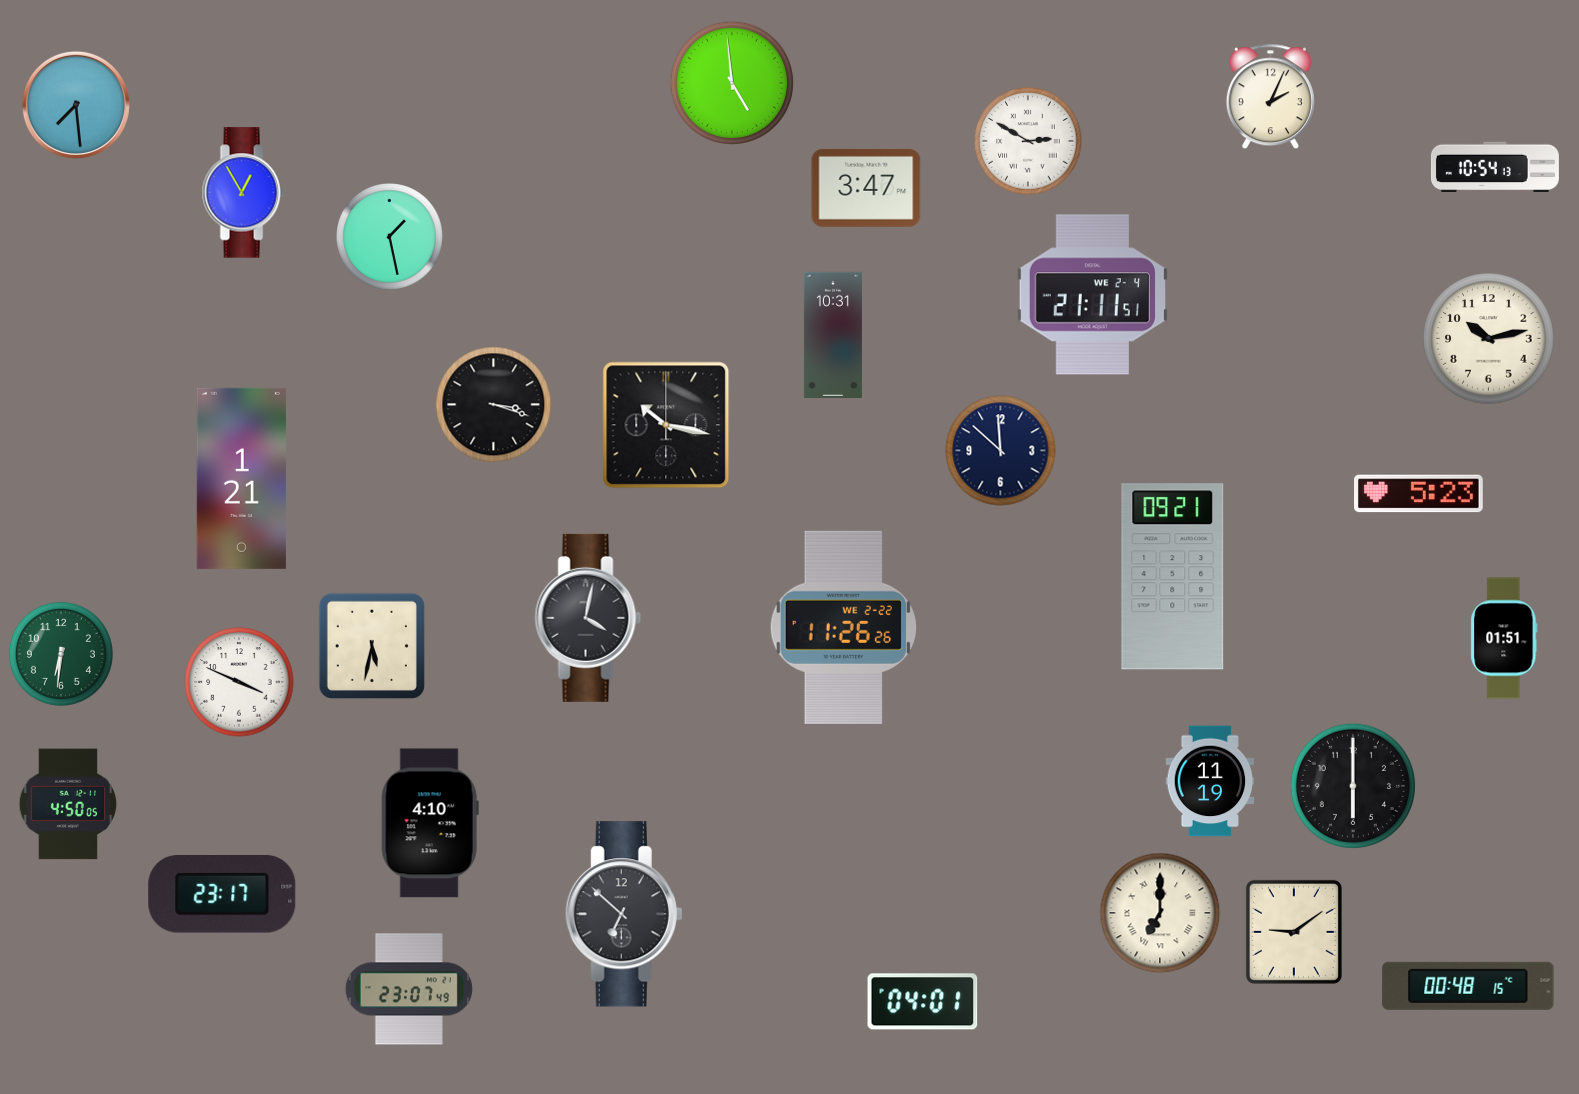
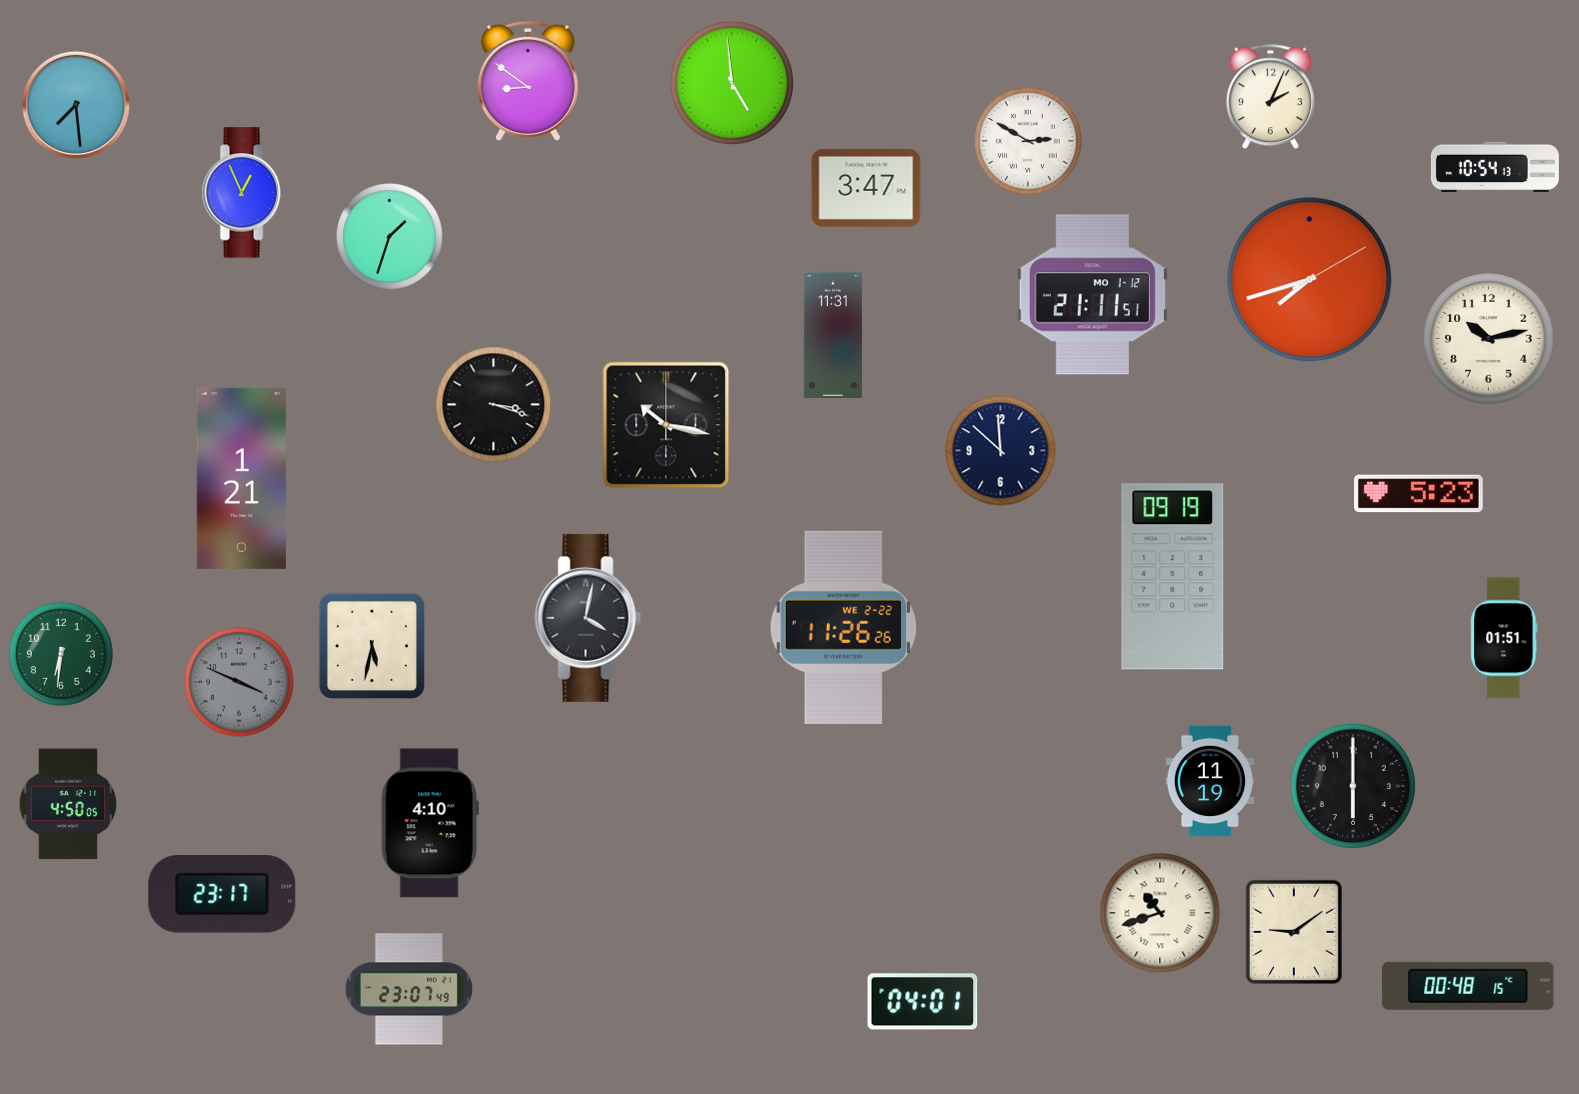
clock at (528, 81): none -> 8:51
clock at (243, 193): 12:55 -> 12:56
clock at (390, 237): 1:28 -> 1:33
clock at (1310, 280): none -> 7:42
clock at (1092, 295) date: WE 2-4 -> MO 1-12
clock at (833, 335): 10:31 -> 11:31
clock at (1173, 577): 09:21 -> 09:19
clock at (239, 682) dial: white -> grey
clock at (1160, 913): 7:00 -> 10:42
clock at (624, 914): 6:52 -> none
